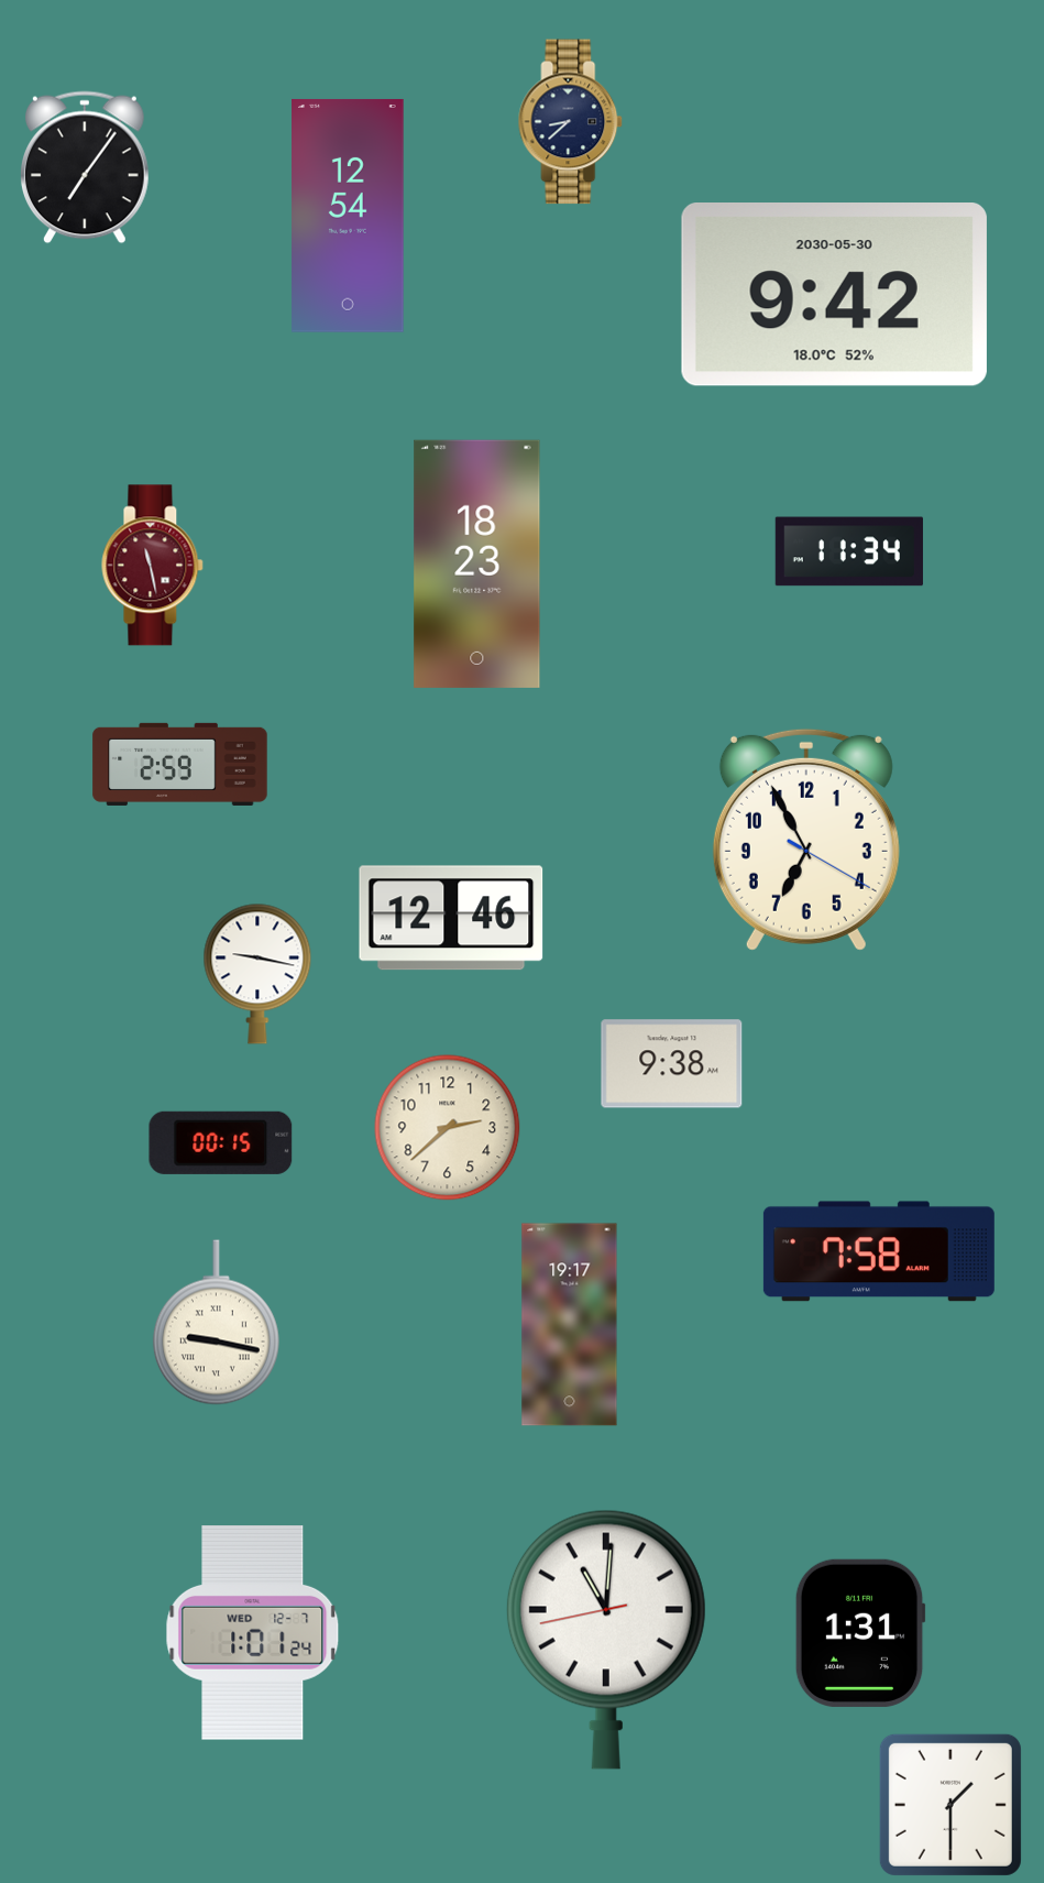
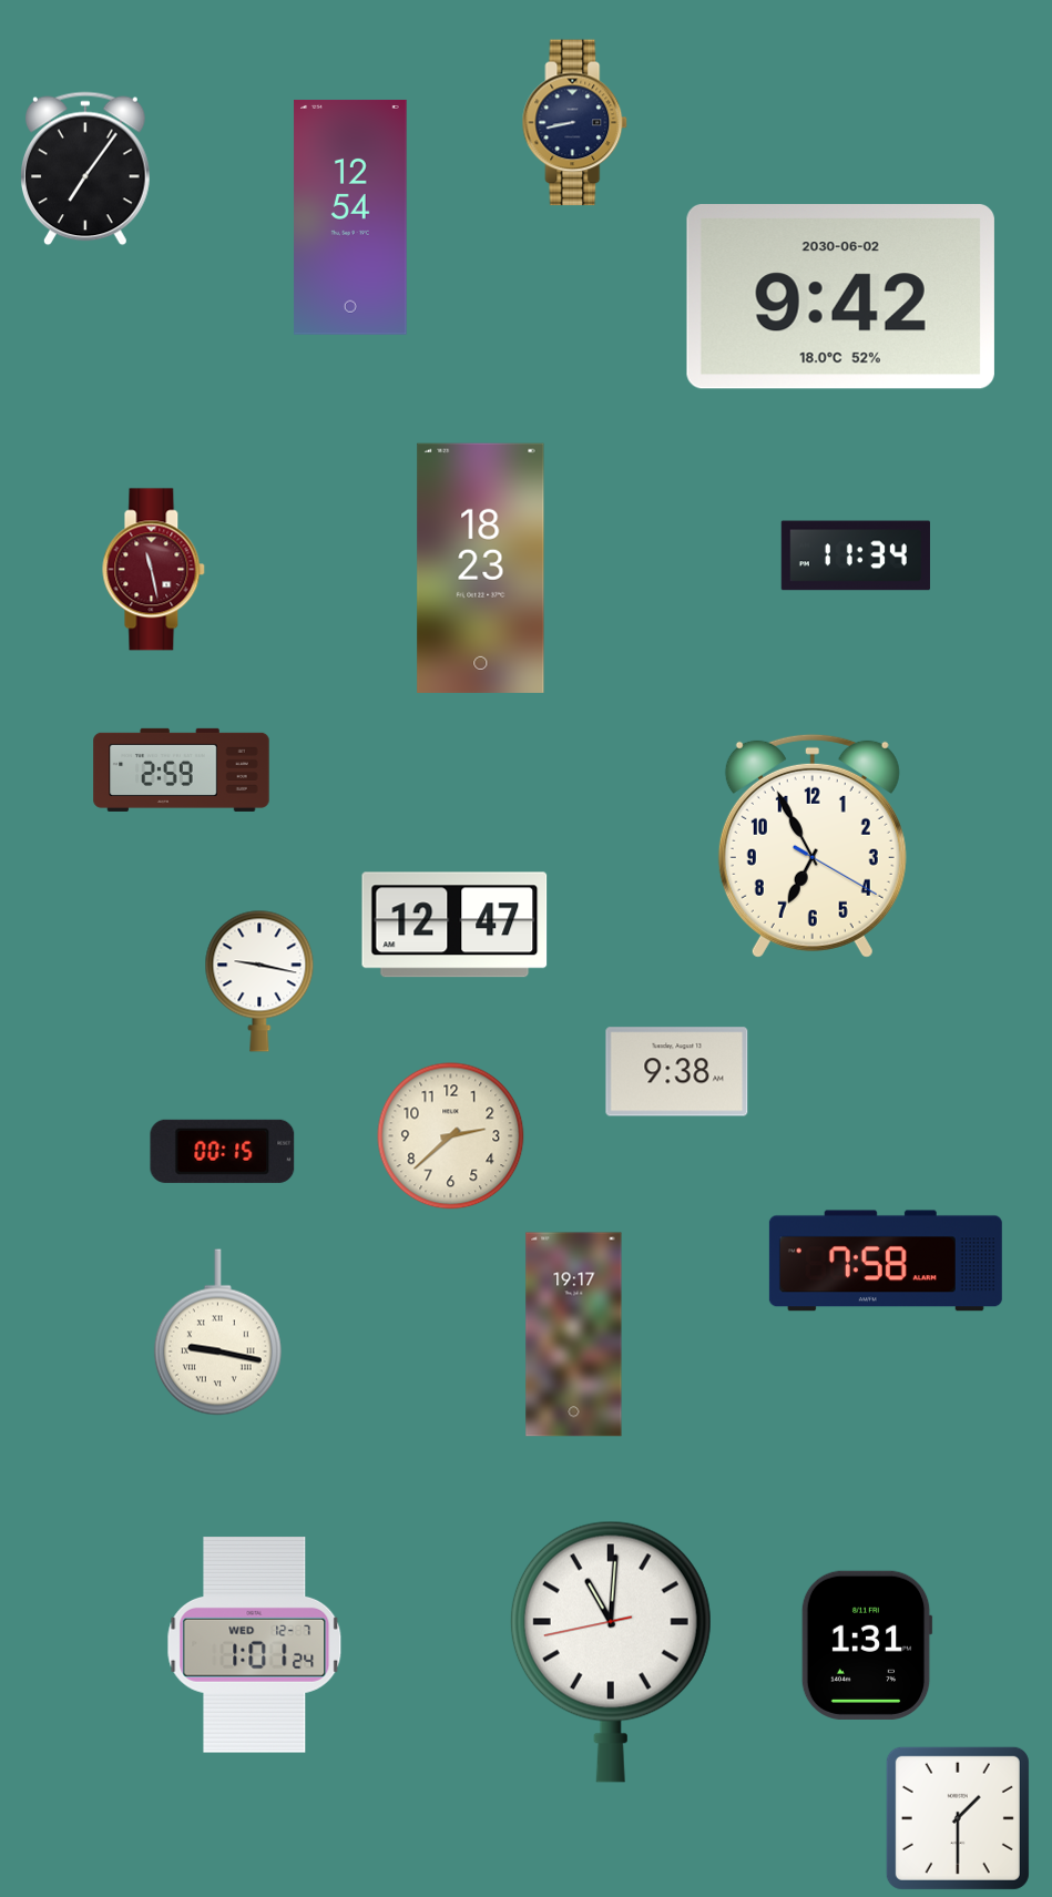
clock at (571, 122): 8:38 -> 8:43
clock at (834, 295) date: 2030-05-30 -> 2030-06-02
clock at (451, 918): 12:46 -> 12:47
